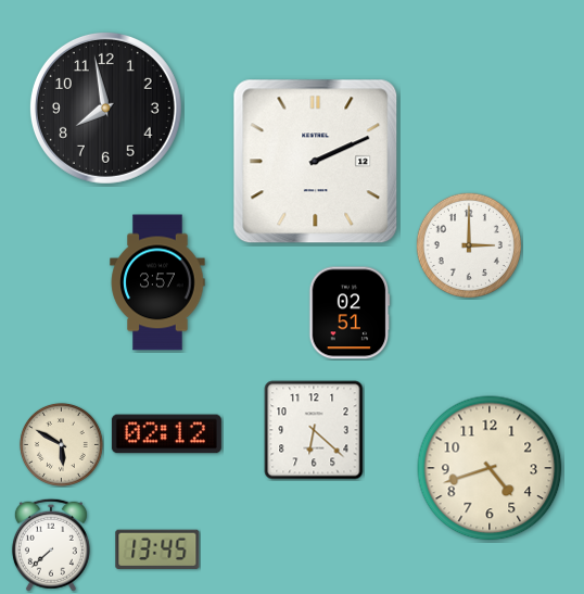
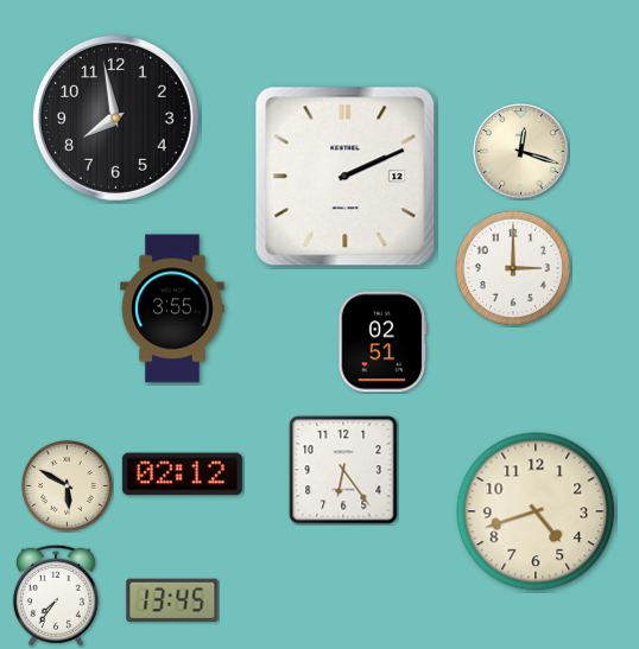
clock at (521, 152): none -> 12:18
clock at (157, 282): 3:57 -> 3:55
clock at (314, 430): 6:22 -> 6:24
clock at (51, 545): 7:38 -> 7:36
